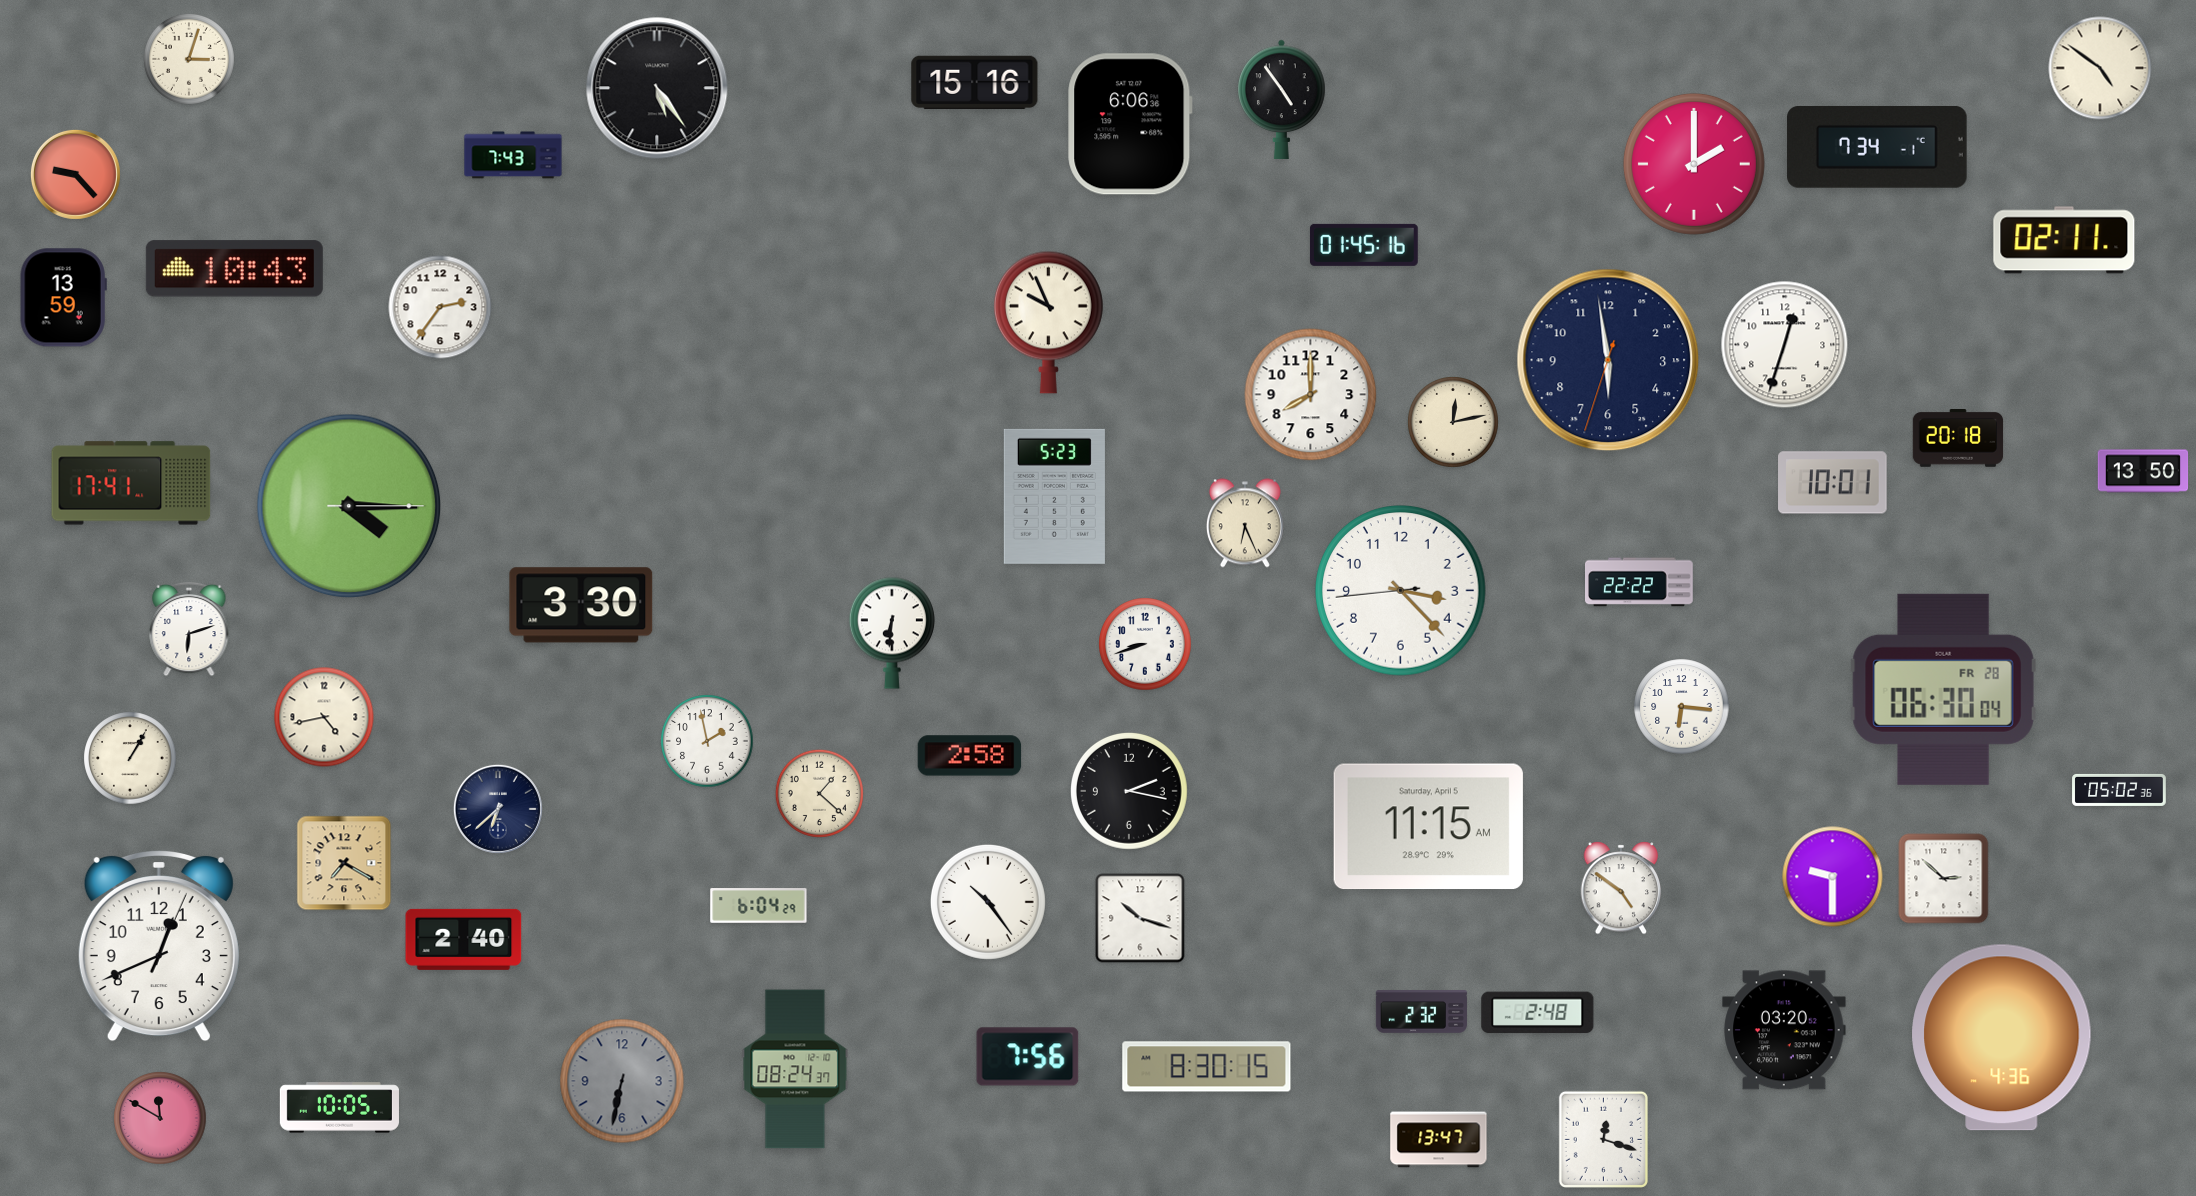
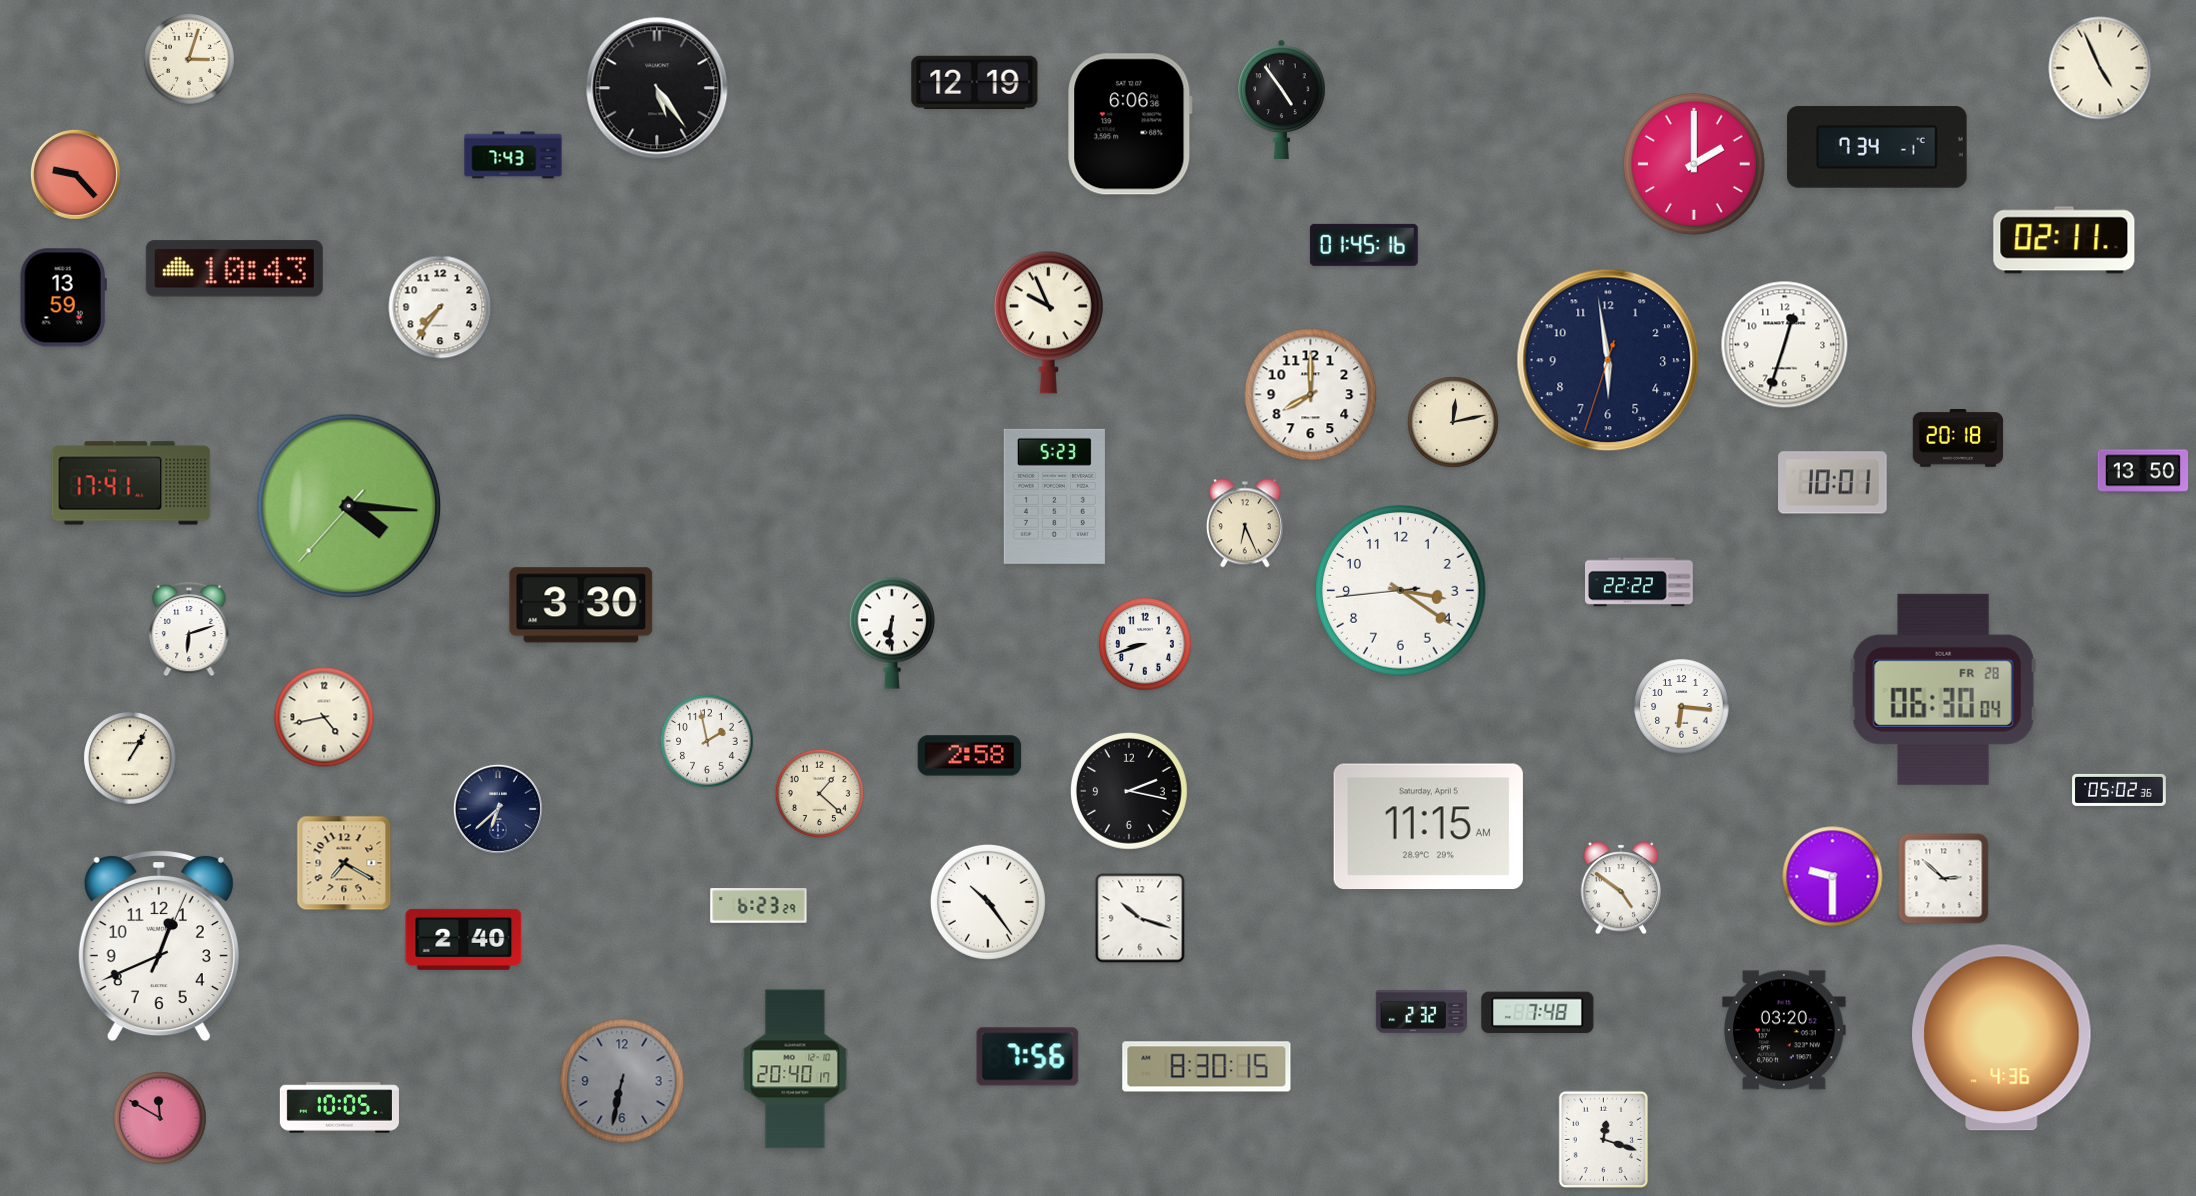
clock at (2100, 68): 4:51 -> 4:56
clock at (975, 82): 15:16 -> 12:19
clock at (440, 307): 2:36 -> 7:36
clock at (349, 506): 4:15:15 -> 4:15:37
clock at (1401, 591): 3:22 -> 3:20
clock at (759, 906): 6:04 -> 6:23
clock at (1538, 1013): 2:48 -> 7:48
clock at (795, 1069): 08:24 -> 20:40
clock at (1439, 1140): 13:47 -> none
